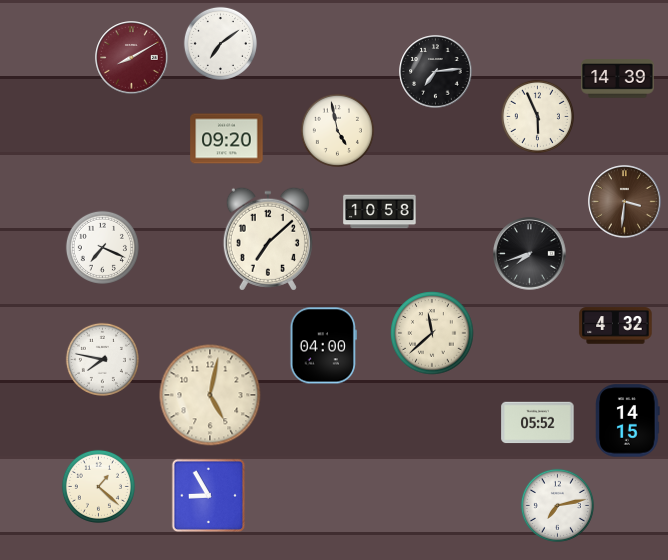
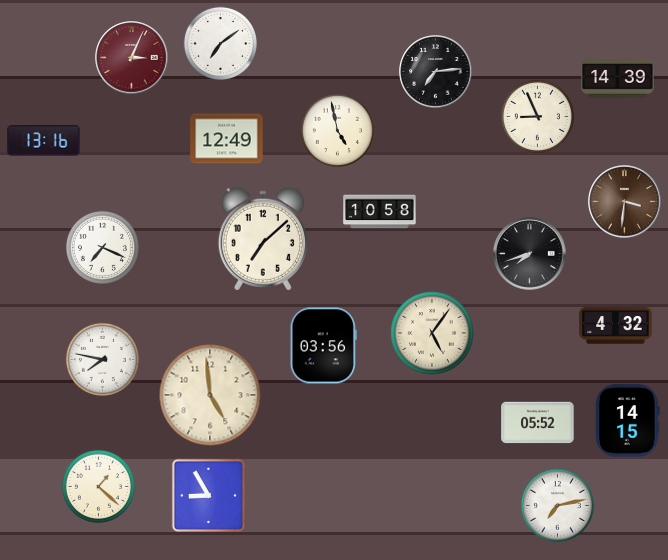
clock at (132, 58): 8:10 -> 3:04
clock at (537, 116): 5:56 -> 8:56
clock at (227, 139): 09:20 -> 12:49
clock at (44, 141): none -> 13:16
clock at (268, 239) position: (268, 239) -> (263, 239)
clock at (432, 333): 11:38 -> 5:06
clock at (323, 346): 04:00 -> 03:56
clock at (210, 395): 5:02 -> 4:59
